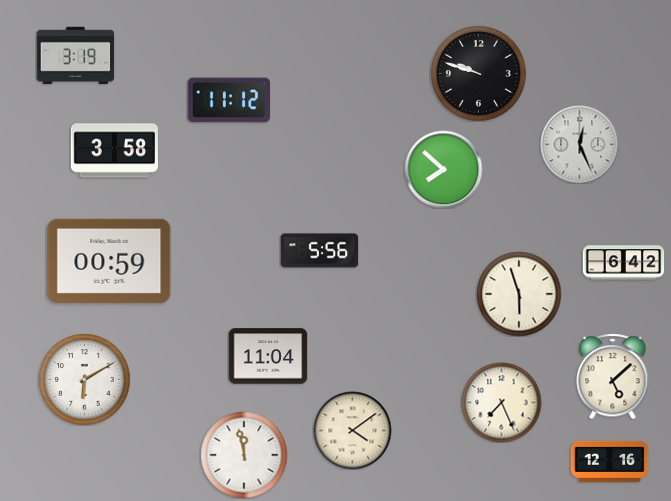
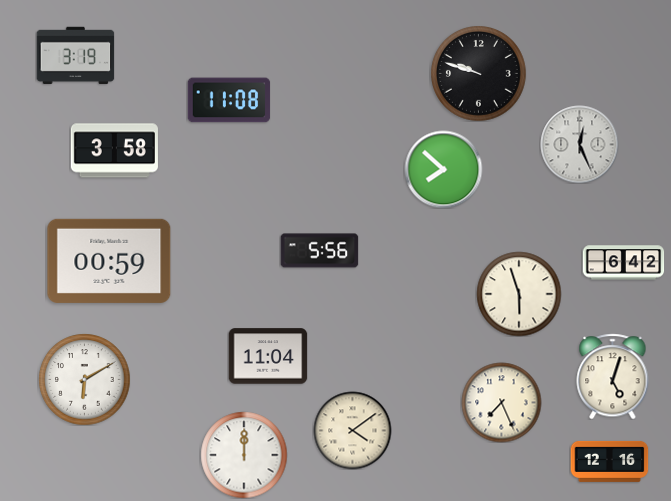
clock at (229, 100): 11:12 -> 11:08
clock at (613, 376): 5:08 -> 5:03
clock at (244, 455): 11:58 -> 12:00
